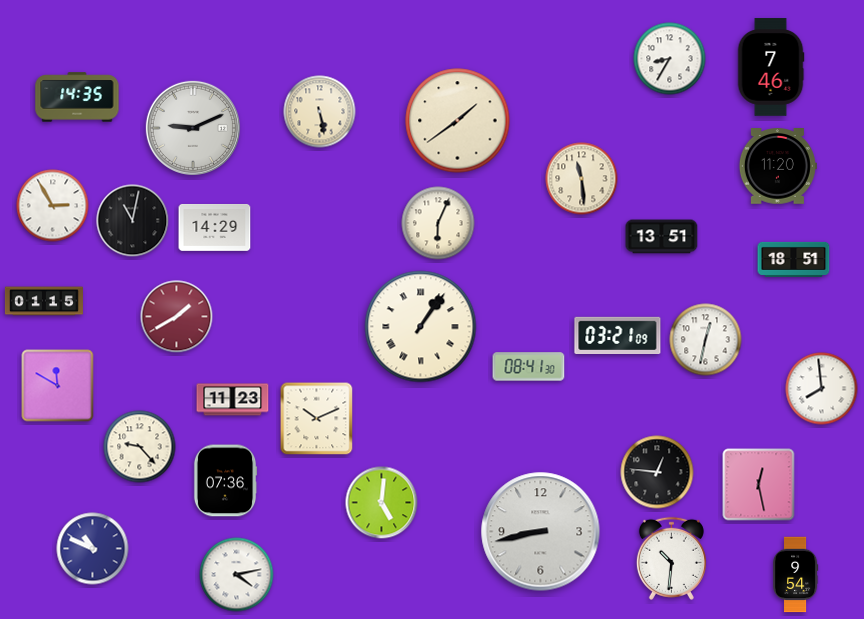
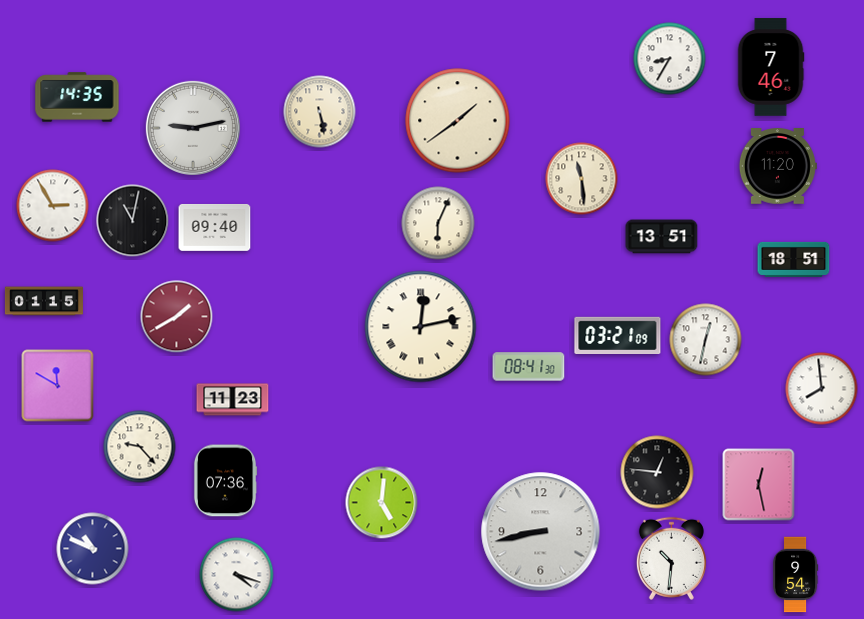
clock at (193, 128): 9:11 -> 9:13
clock at (215, 227): 14:29 -> 09:40
clock at (421, 327): 1:06 -> 12:13
clock at (317, 419): 10:11 -> none
clock at (237, 575): 4:13 -> 4:18
